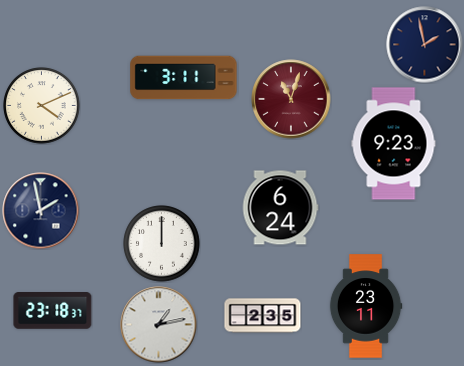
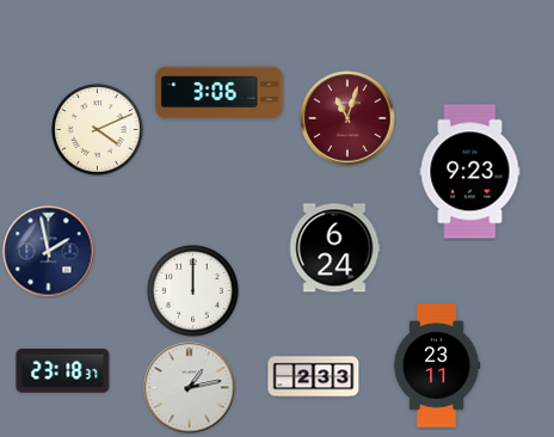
clock at (425, 45): 1:58 -> none
clock at (184, 78): 3:11 -> 3:06
clock at (42, 106) position: (42, 106) -> (98, 130)
clock at (263, 316): 2:35 -> 2:33
